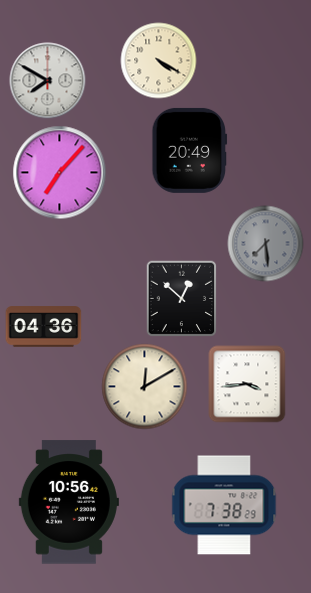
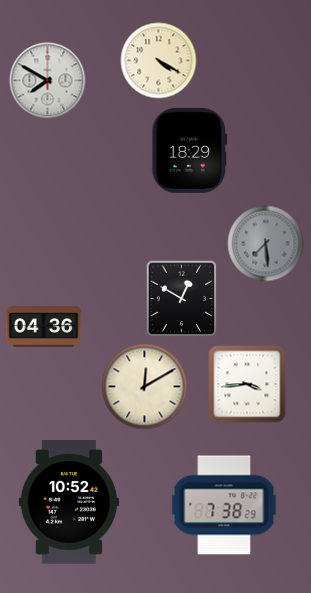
clock at (190, 150): 20:49 -> 18:29
clock at (60, 173): 7:07 -> none
clock at (182, 298): 12:52 -> 12:50
clock at (69, 502): 10:56 -> 10:52
